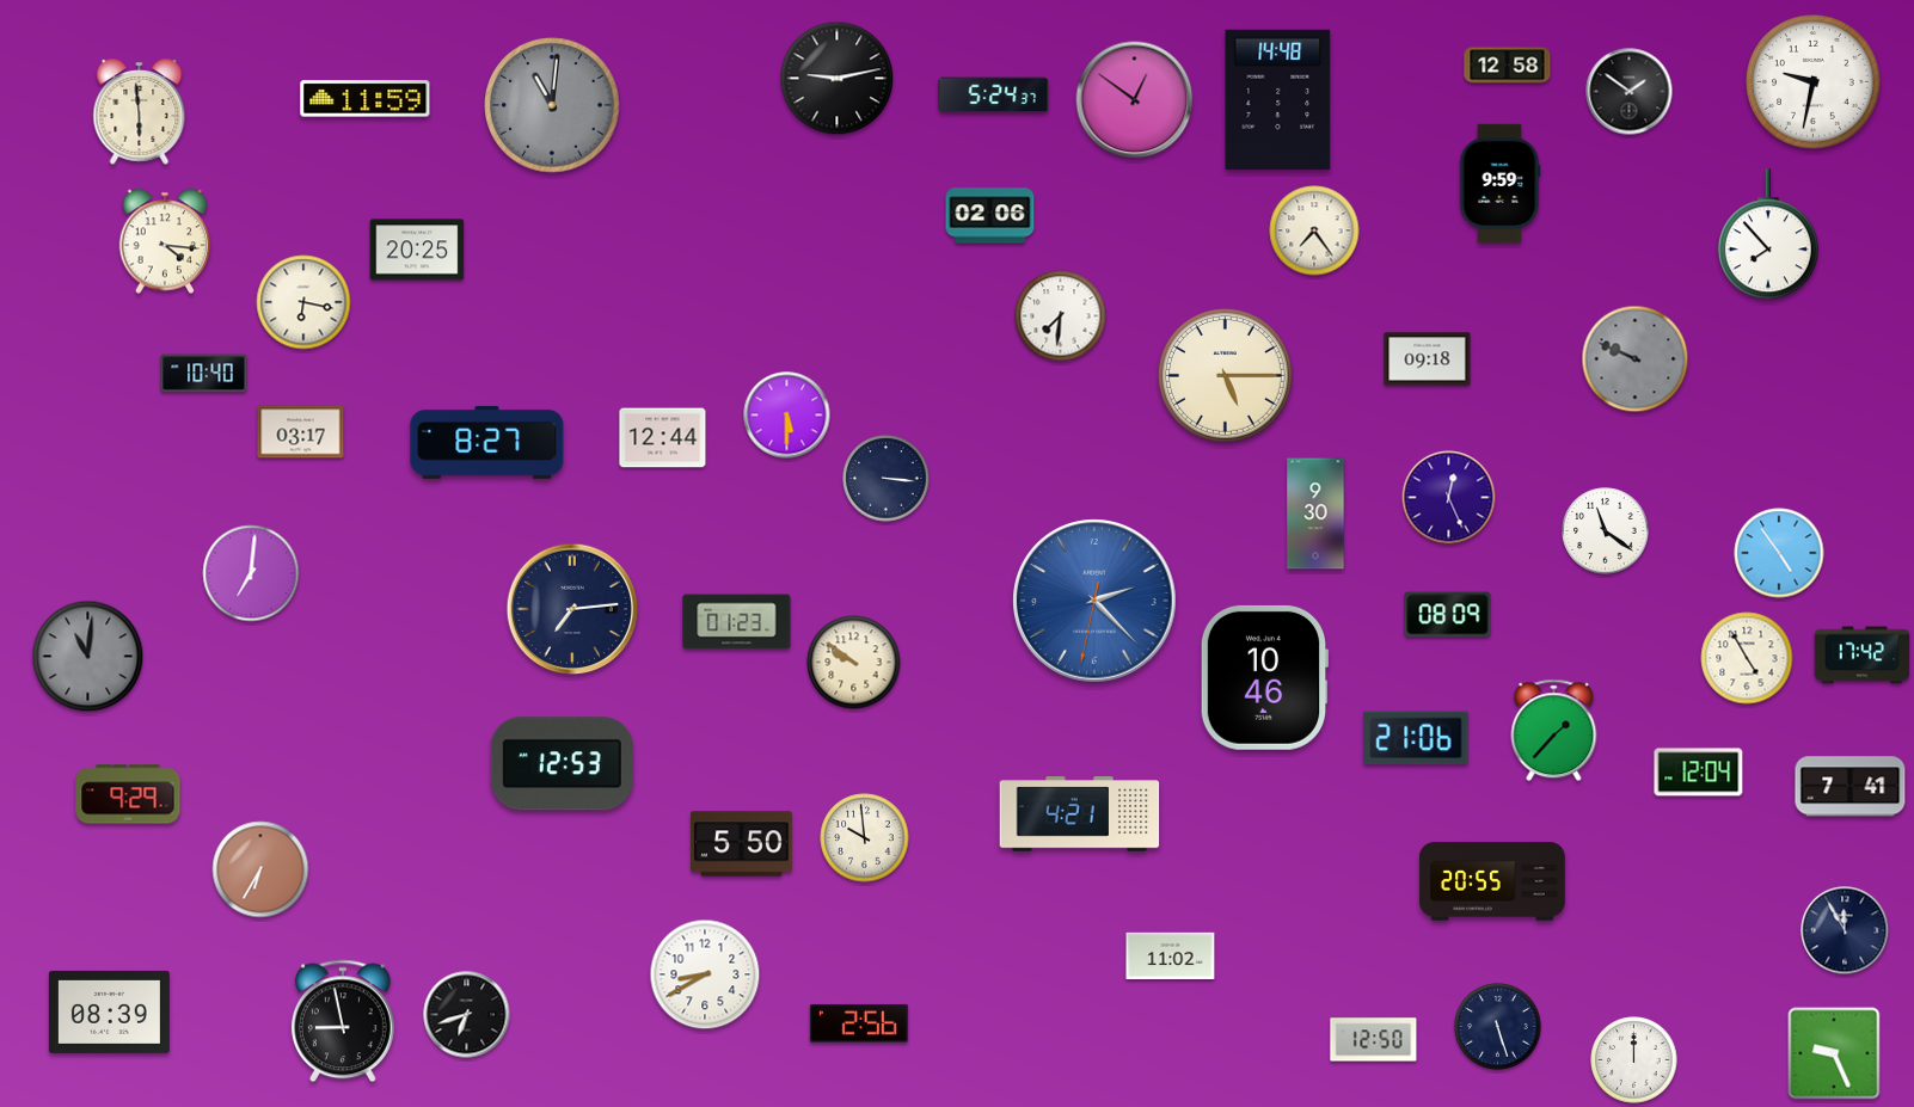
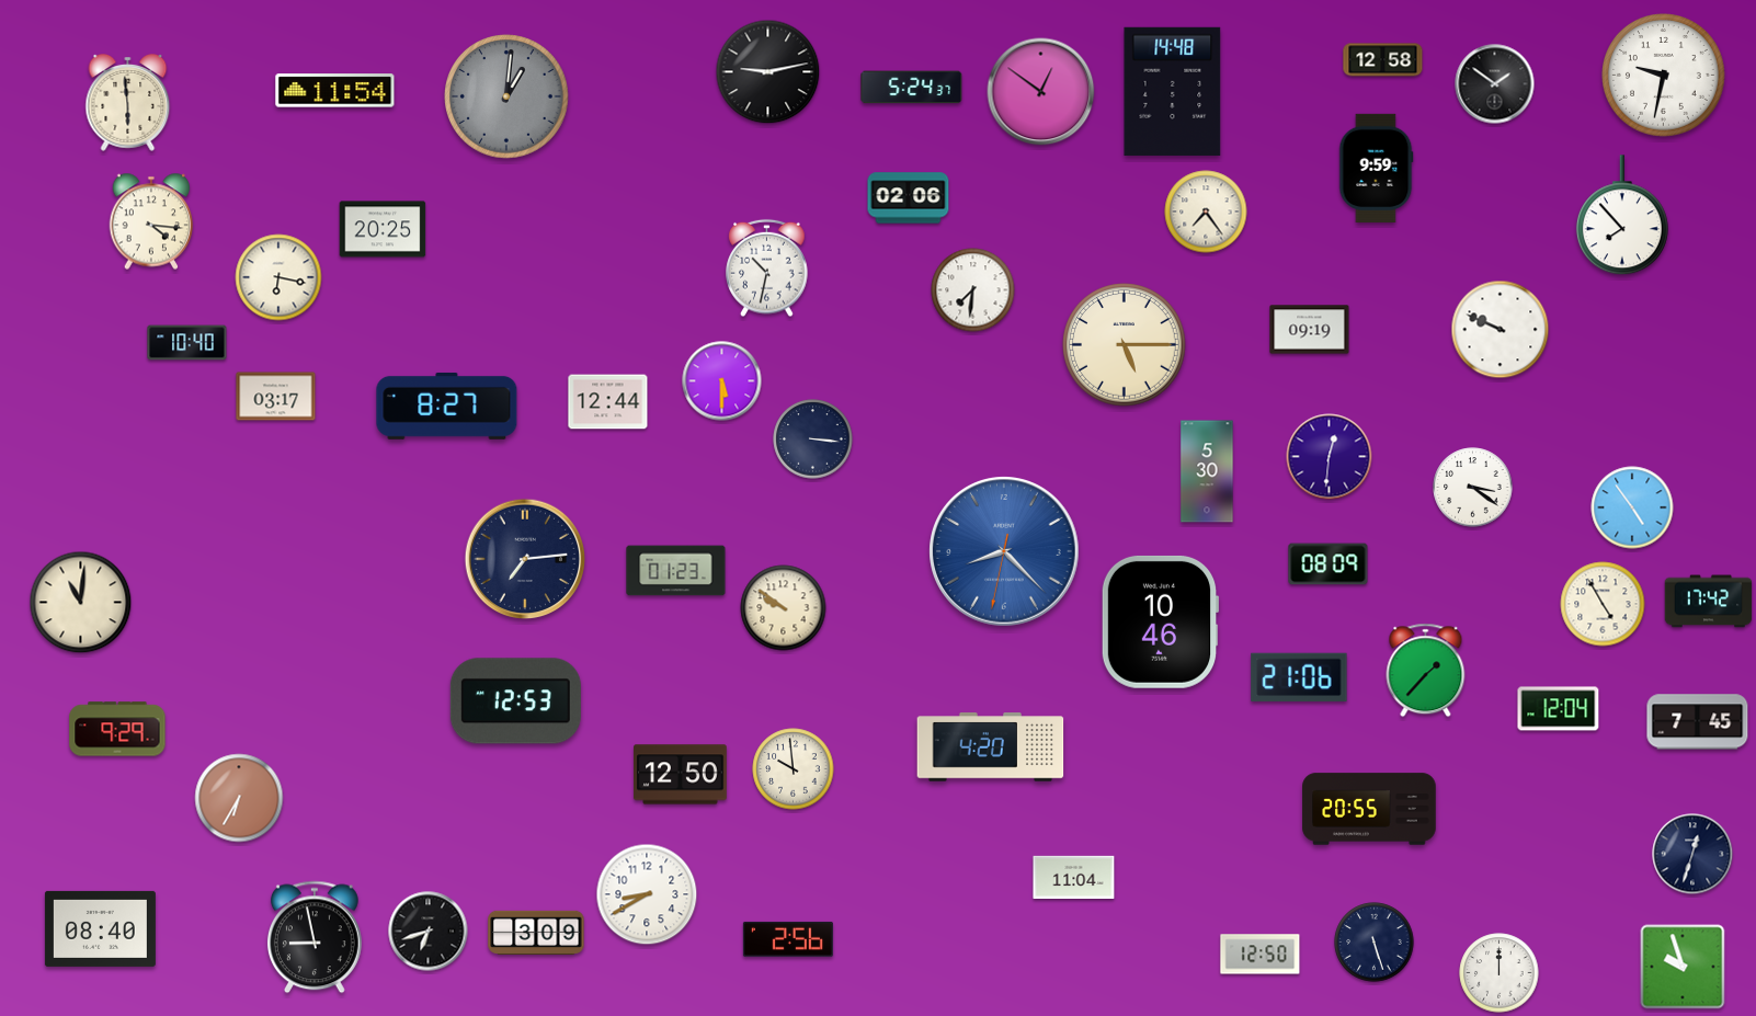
clock at (366, 99): 11:59 -> 11:54
clock at (552, 105): 11:01 -> 1:01
clock at (767, 269): none -> 10:32
clock at (1428, 359): 09:18 -> 09:19
clock at (1636, 359) dial: grey -> white
clock at (1449, 498): 12:26 -> 12:31
clock at (1315, 513): 9:30 -> 5:30
clock at (1606, 531): 11:21 -> 3:21
clock at (251, 573): 7:01 -> none
clock at (1094, 601): 2:22 -> 8:22
clock at (88, 657) dial: grey -> cream
clock at (1851, 787): 7:41 -> 7:45
clock at (1080, 814): 4:21 -> 4:20
clock at (742, 844): 5:50 -> 12:50
clock at (1845, 930): 11:55 -> 12:33
clock at (1171, 955): 11:02 -> 11:04
clock at (109, 1011): 08:39 -> 08:40
clock at (536, 932): none -> 3:09
clock at (1834, 1053): 9:26 -> 9:57
